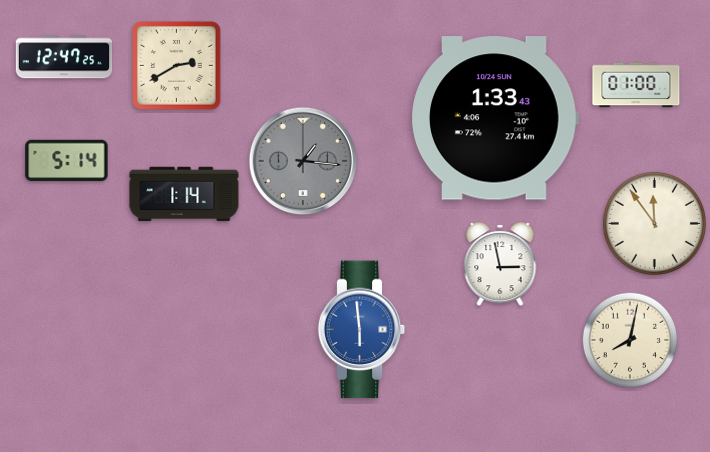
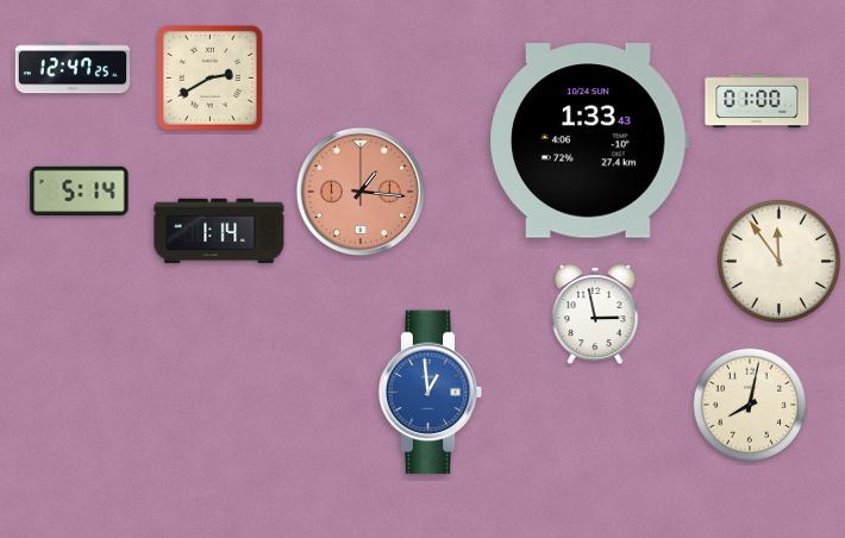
clock at (64, 57) position: (64, 57) -> (73, 68)
clock at (303, 161) dial: grey -> salmon
clock at (654, 223) position: (654, 223) -> (778, 261)
clock at (362, 330): 5:59 -> 12:59
